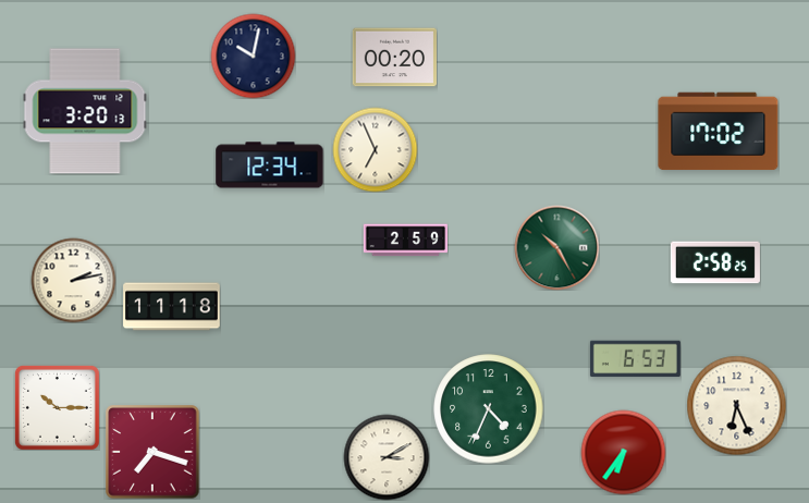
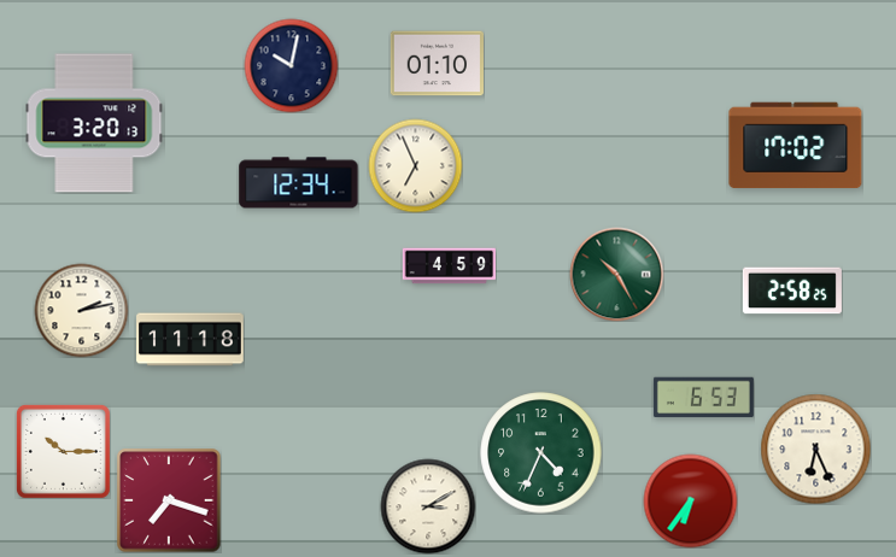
clock at (253, 56) position: (253, 56) -> (291, 65)
clock at (394, 58): 00:20 -> 01:10
clock at (405, 241): 2:59 -> 4:59
